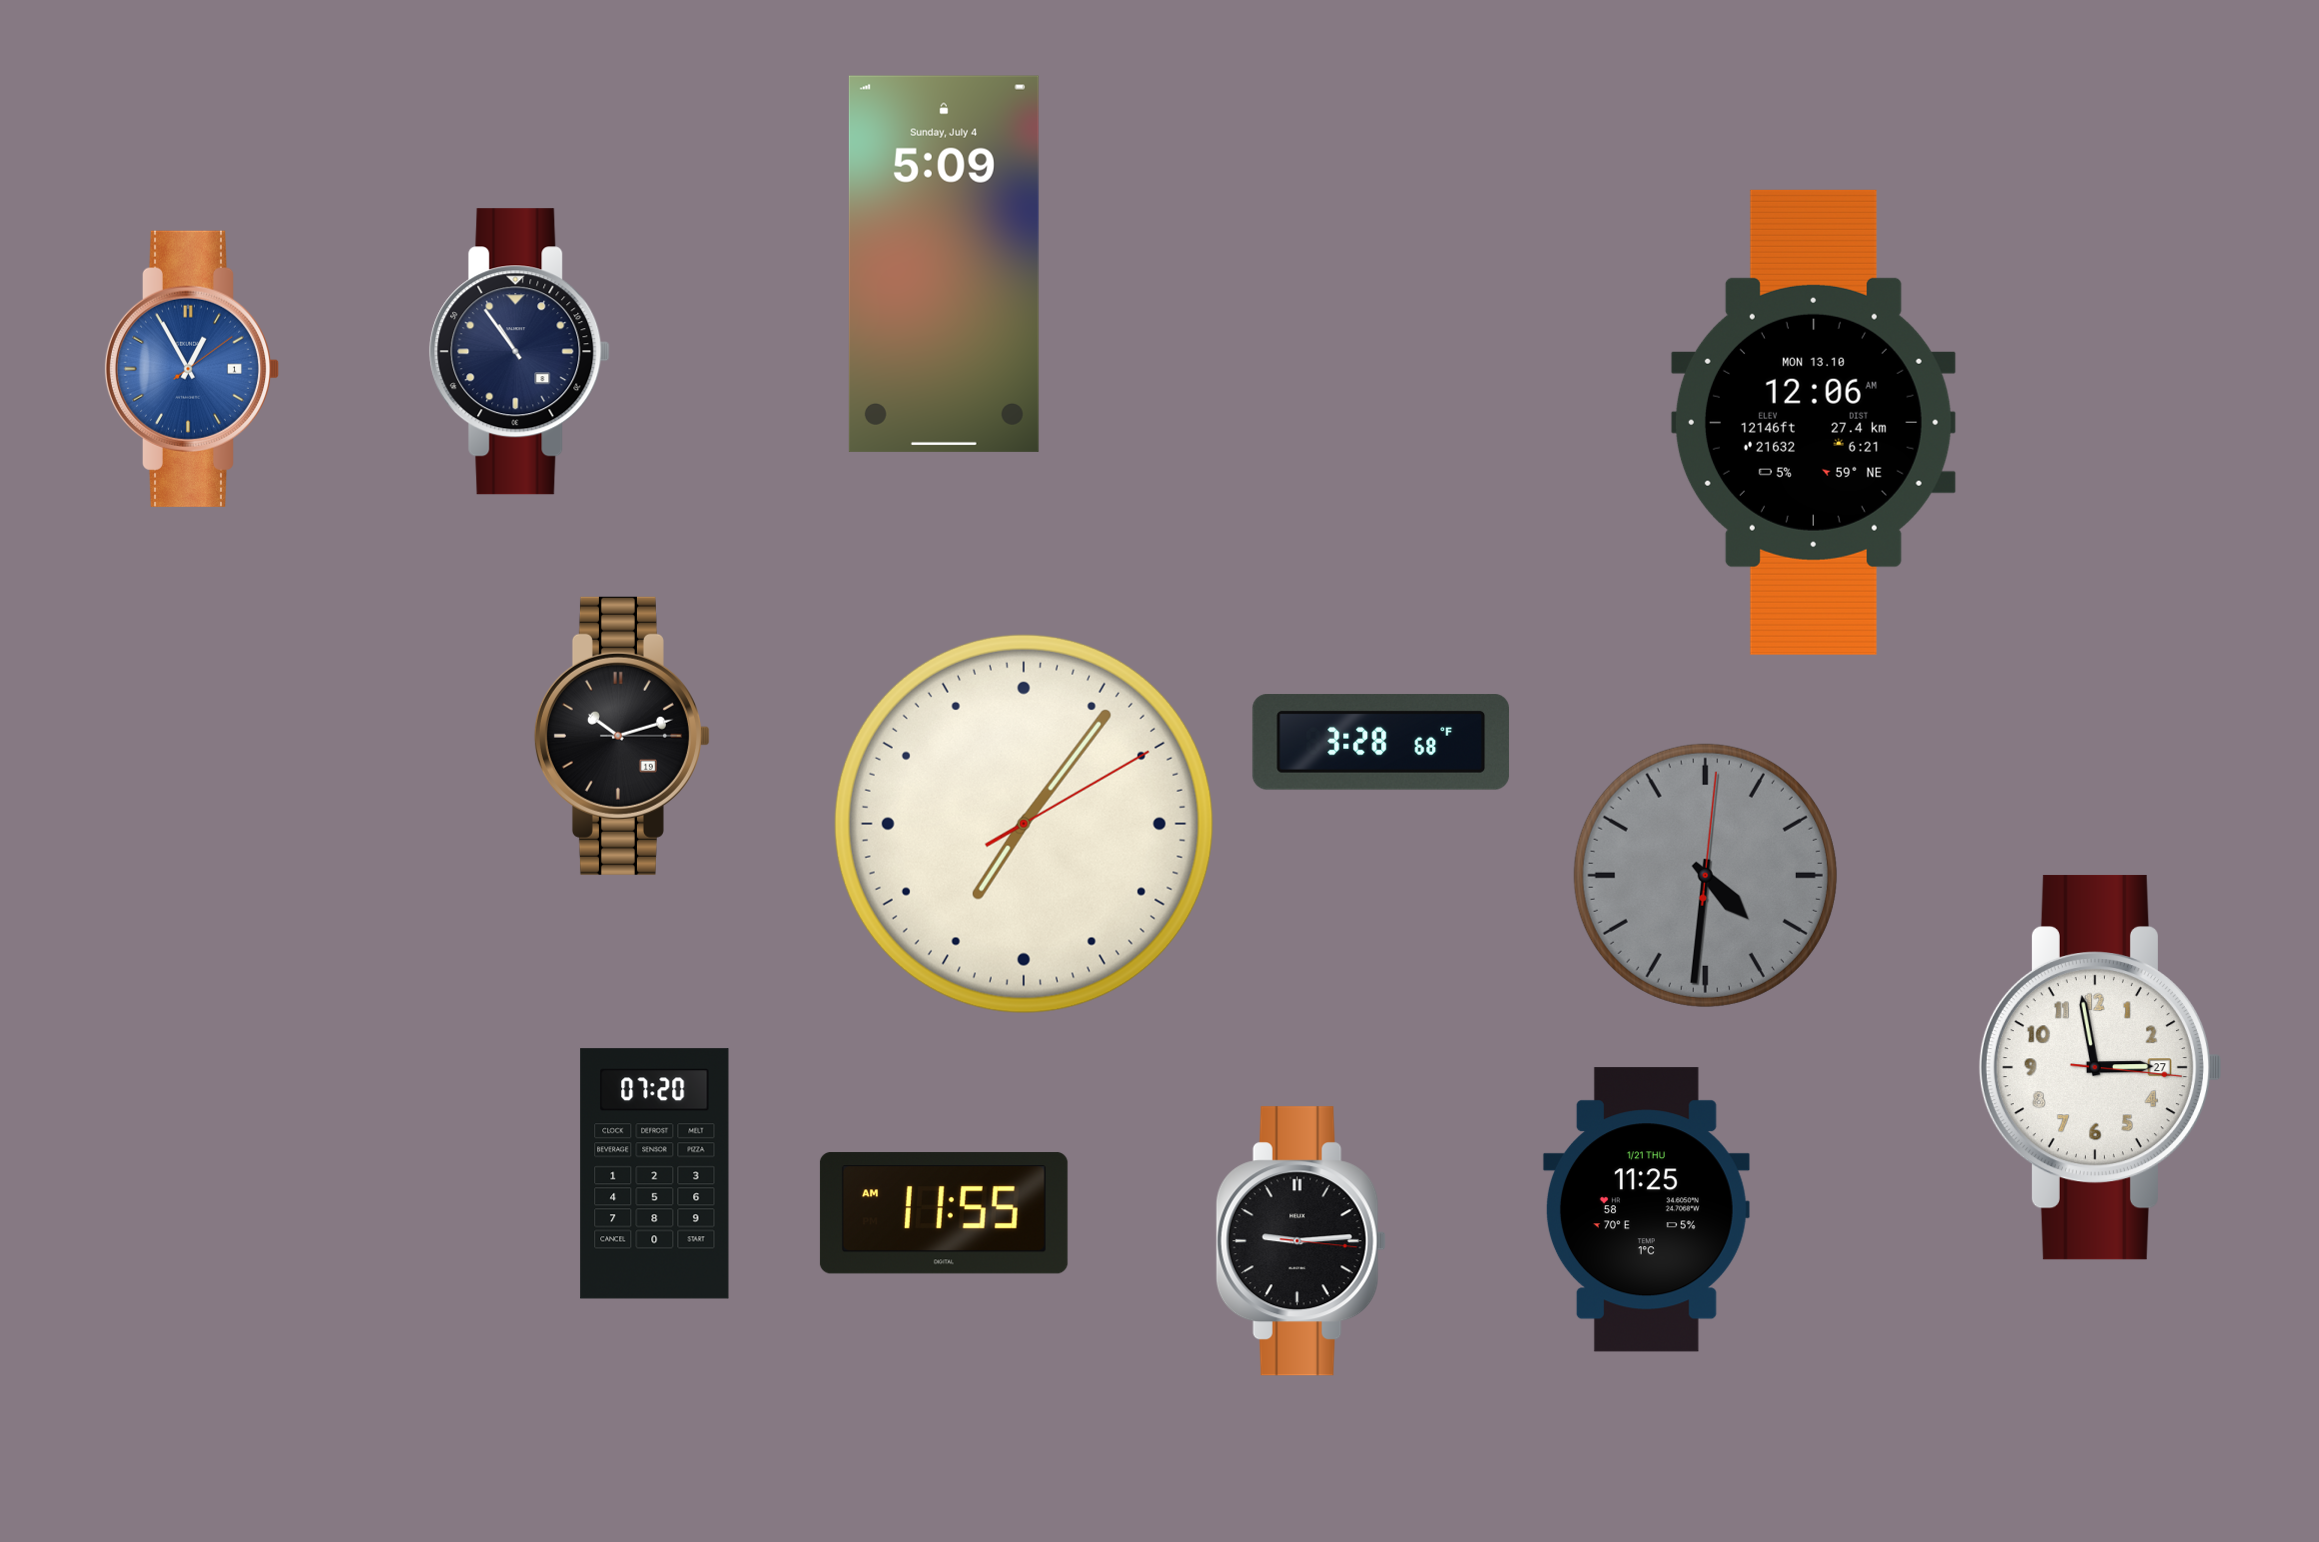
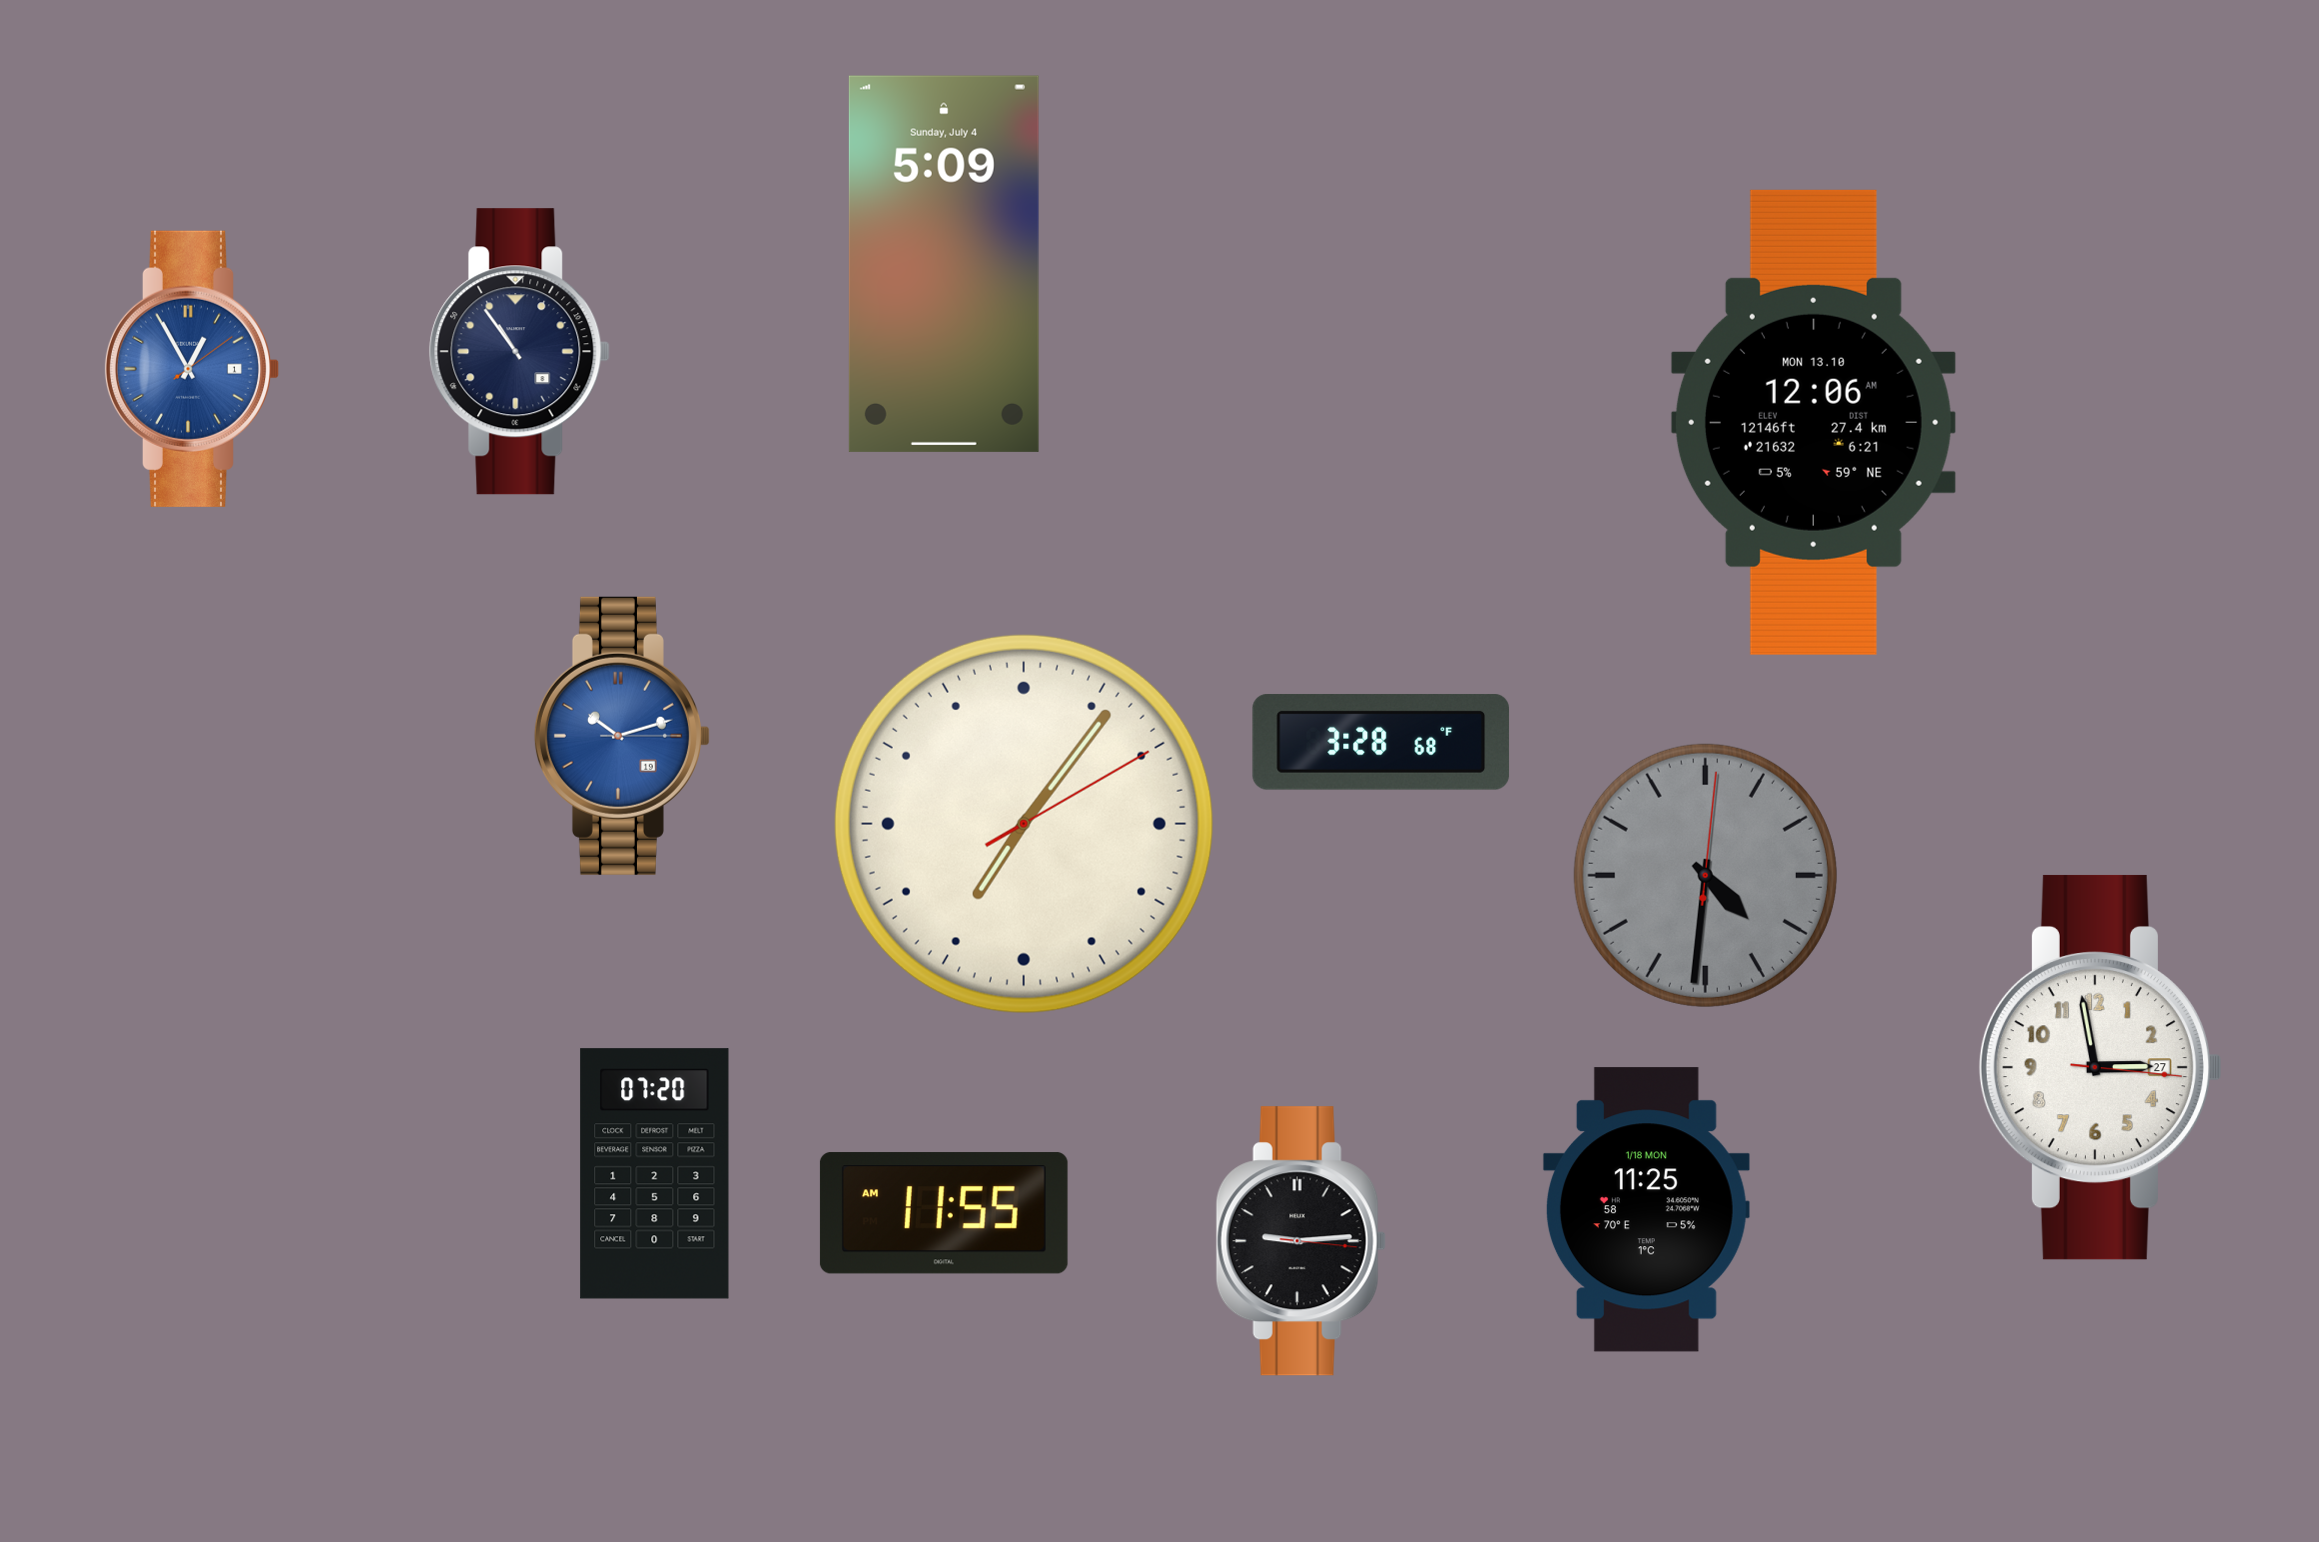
clock at (622, 736) dial: black -> blue
clock at (1646, 1210) date: 1/21 THU -> 1/18 MON
